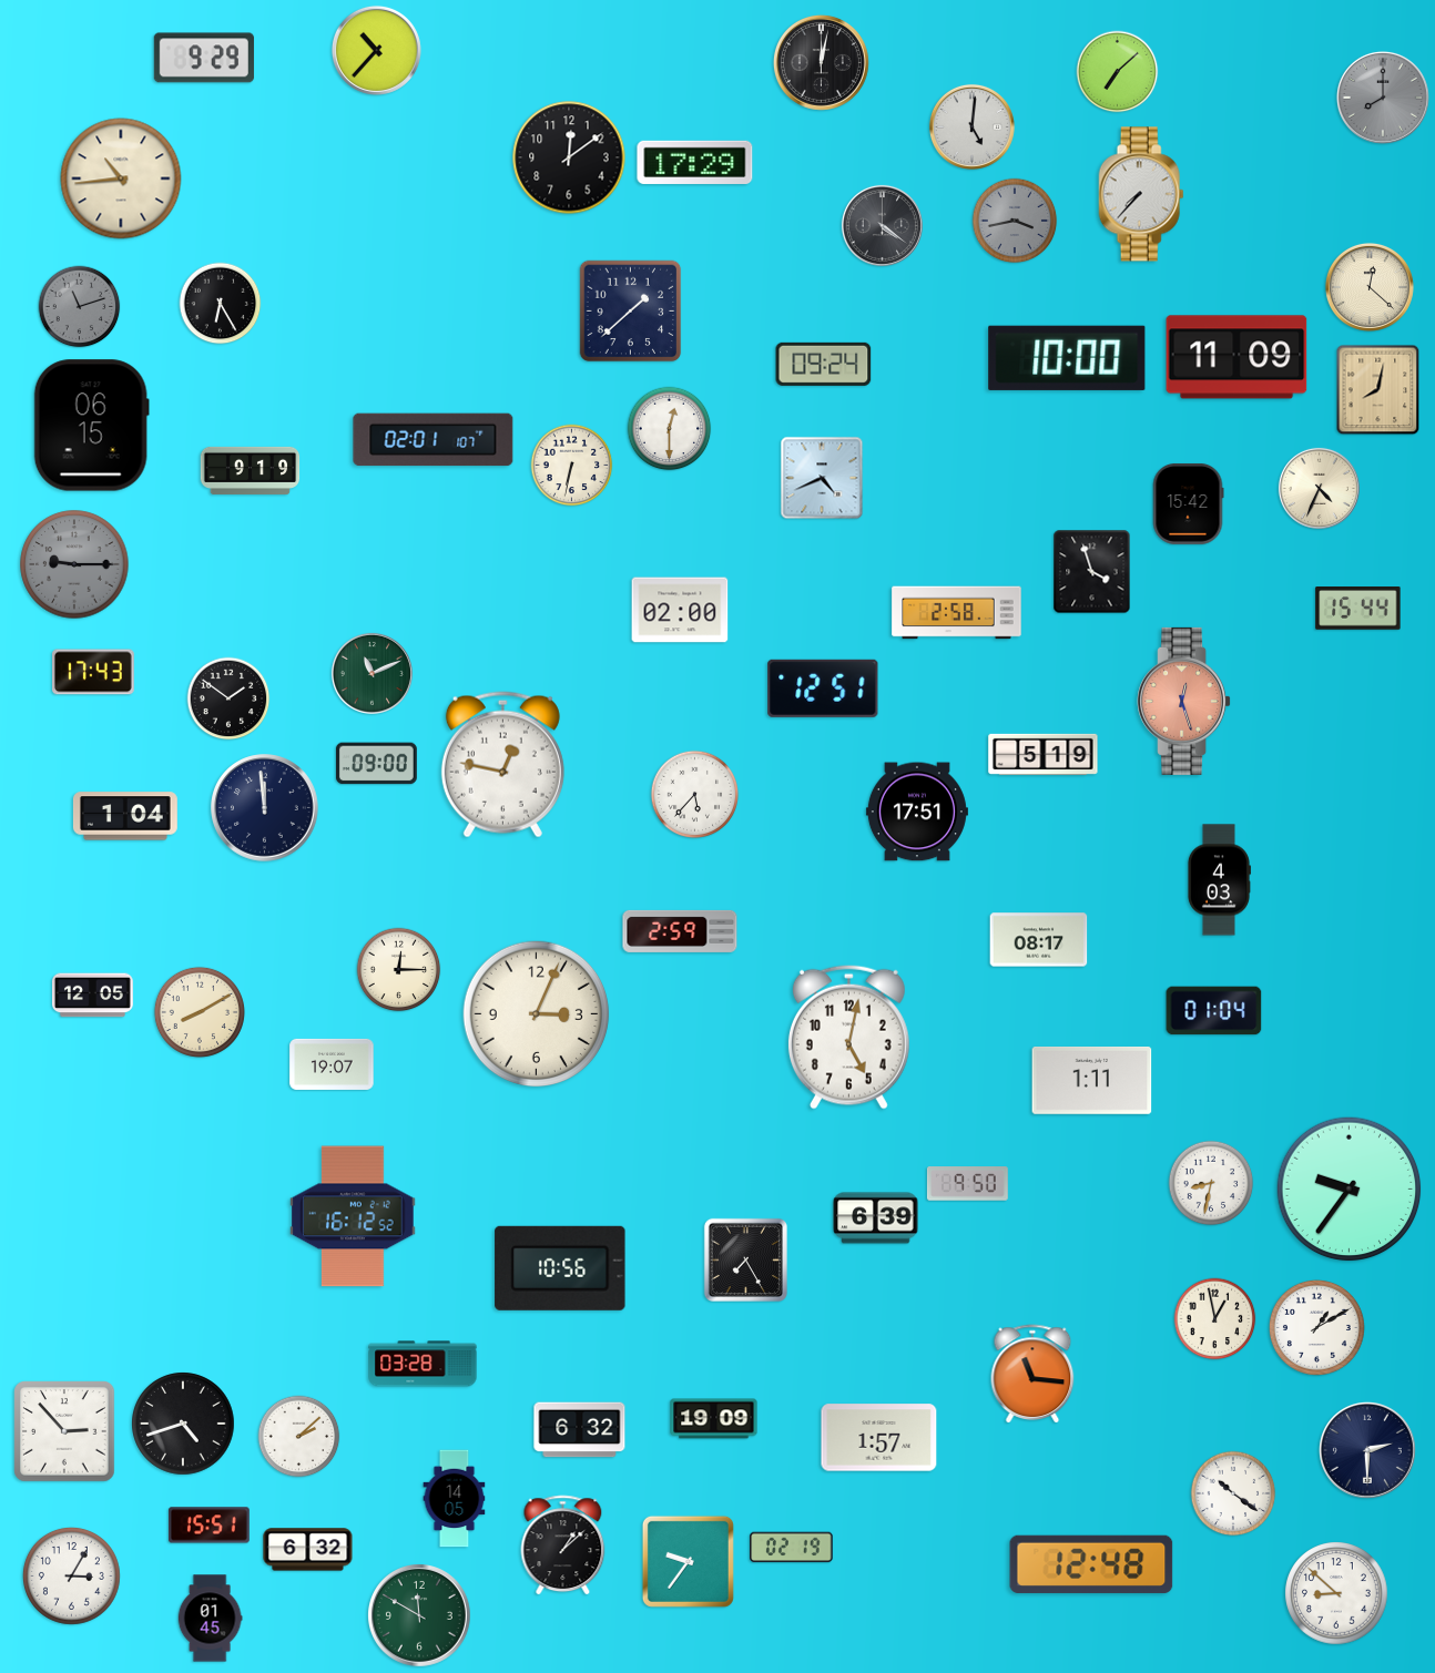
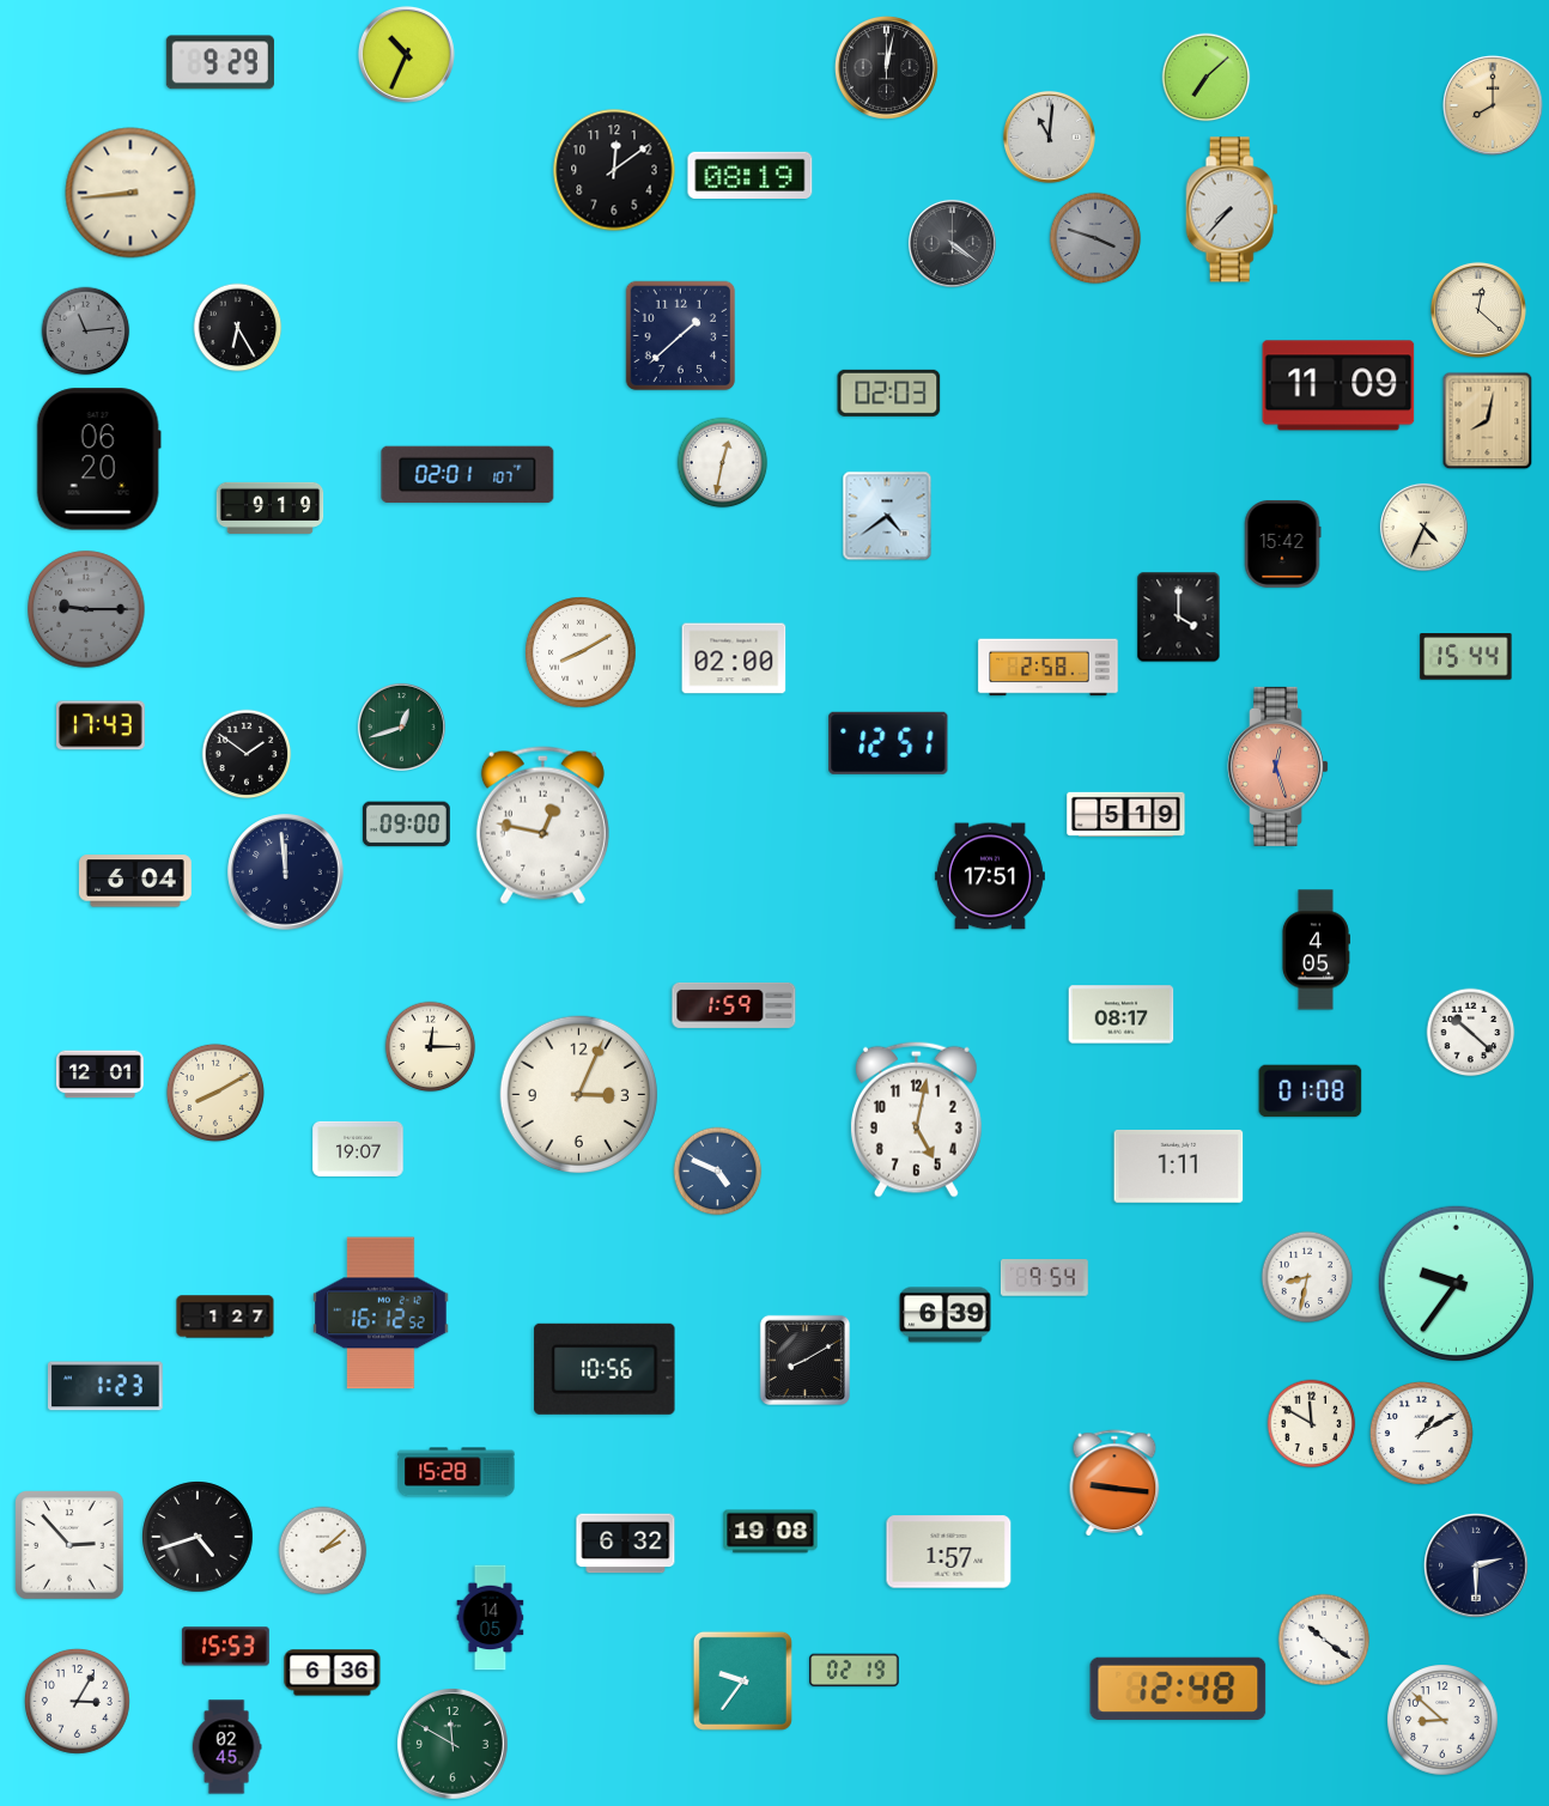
clock at (376, 50): 10:37 -> 10:34
clock at (1383, 98) dial: grey -> champagne
clock at (971, 126): 5:01 -> 11:01
clock at (695, 162): 17:29 -> 08:19
clock at (121, 178): 10:44 -> 8:44
clock at (1015, 221): 3:43 -> 3:48
clock at (80, 307): 11:12 -> 11:14
clock at (1236, 357) position: (1236, 357) -> (1338, 385)
clock at (1067, 358): 10:00 -> none
clock at (824, 364): 09:24 -> 02:03
clock at (91, 426): 06:15 -> 06:20
clock at (670, 429): 12:30 -> 12:32
clock at (572, 466): 6:32 -> none
clock at (822, 478): 4:41 -> 4:39
clock at (74, 564) position: (74, 564) -> (86, 609)
clock at (1092, 572): 3:57 -> 4:00
clock at (581, 652): none -> 8:10
clock at (957, 613) position: (957, 613) -> (1049, 668)
clock at (372, 673): 11:11 -> 12:42
clock at (1184, 701) position: (1184, 701) -> (1278, 766)
clock at (695, 795): 5:37 -> none
clock at (125, 816): 1:04 -> 6:04
clock at (1219, 880): 4:03 -> 4:05
clock at (680, 931): 2:59 -> 1:59
clock at (1471, 1033): none -> 10:22
clock at (92, 996): 12:05 -> 12:01
clock at (1214, 1011): 01:04 -> 01:08
clock at (718, 1172): none -> 4:49
clock at (967, 1184): 9:50 -> 9:54
clock at (225, 1317): none -> 1:27
clock at (745, 1259): 7:25 -> 8:10
clock at (105, 1386): none -> 1:23
clock at (1215, 1319): 12:58 -> 11:50
clock at (423, 1364): 03:28 -> 15:28
clock at (1032, 1374): 11:16 -> 9:16
clock at (714, 1419): 19:09 -> 19:08
clock at (1233, 1493) position: (1233, 1493) -> (1324, 1640)
clock at (208, 1526): 15:51 -> 15:53
clock at (563, 1546): 1:08 -> none
clock at (308, 1550): 6:32 -> 6:36
clock at (688, 1561) position: (688, 1561) -> (742, 1680)
clock at (210, 1619): 01:45 -> 02:45
